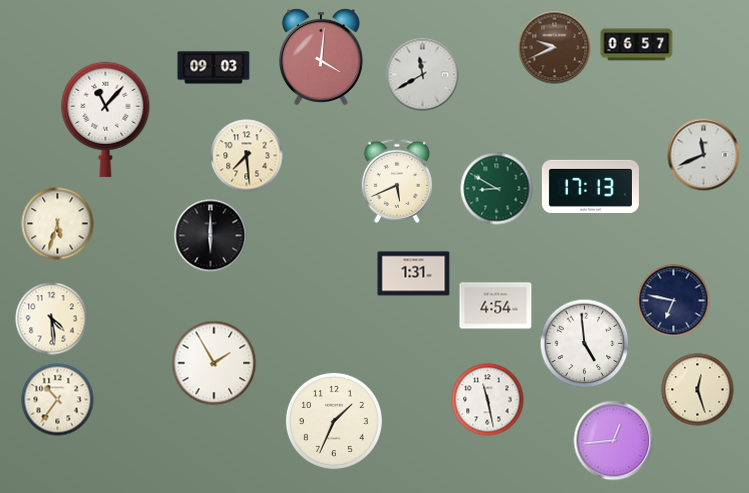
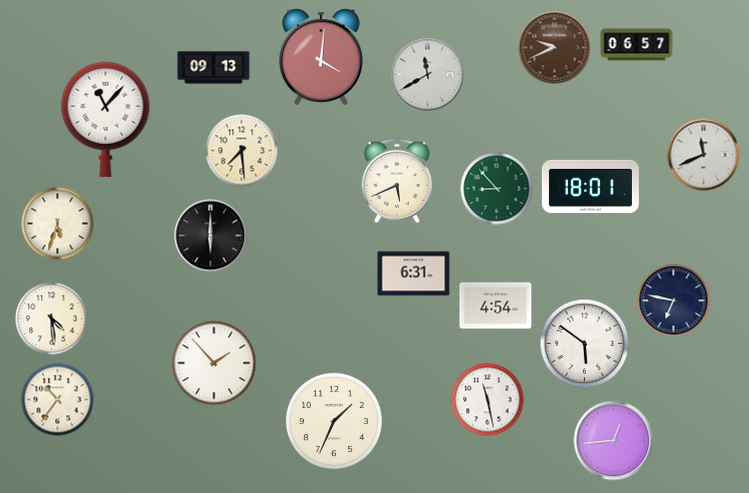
clock at (214, 68): 09:03 -> 09:13
clock at (423, 75) position: (423, 75) -> (428, 75)
clock at (247, 156) position: (247, 156) -> (242, 151)
clock at (590, 186): 17:13 -> 18:01
clock at (497, 189): 8:50 -> 8:53
clock at (414, 274): 1:31 -> 6:31
clock at (585, 344): 4:59 -> 5:51
clock at (214, 363): 1:55 -> 1:53
clock at (698, 390): 12:27 -> none
